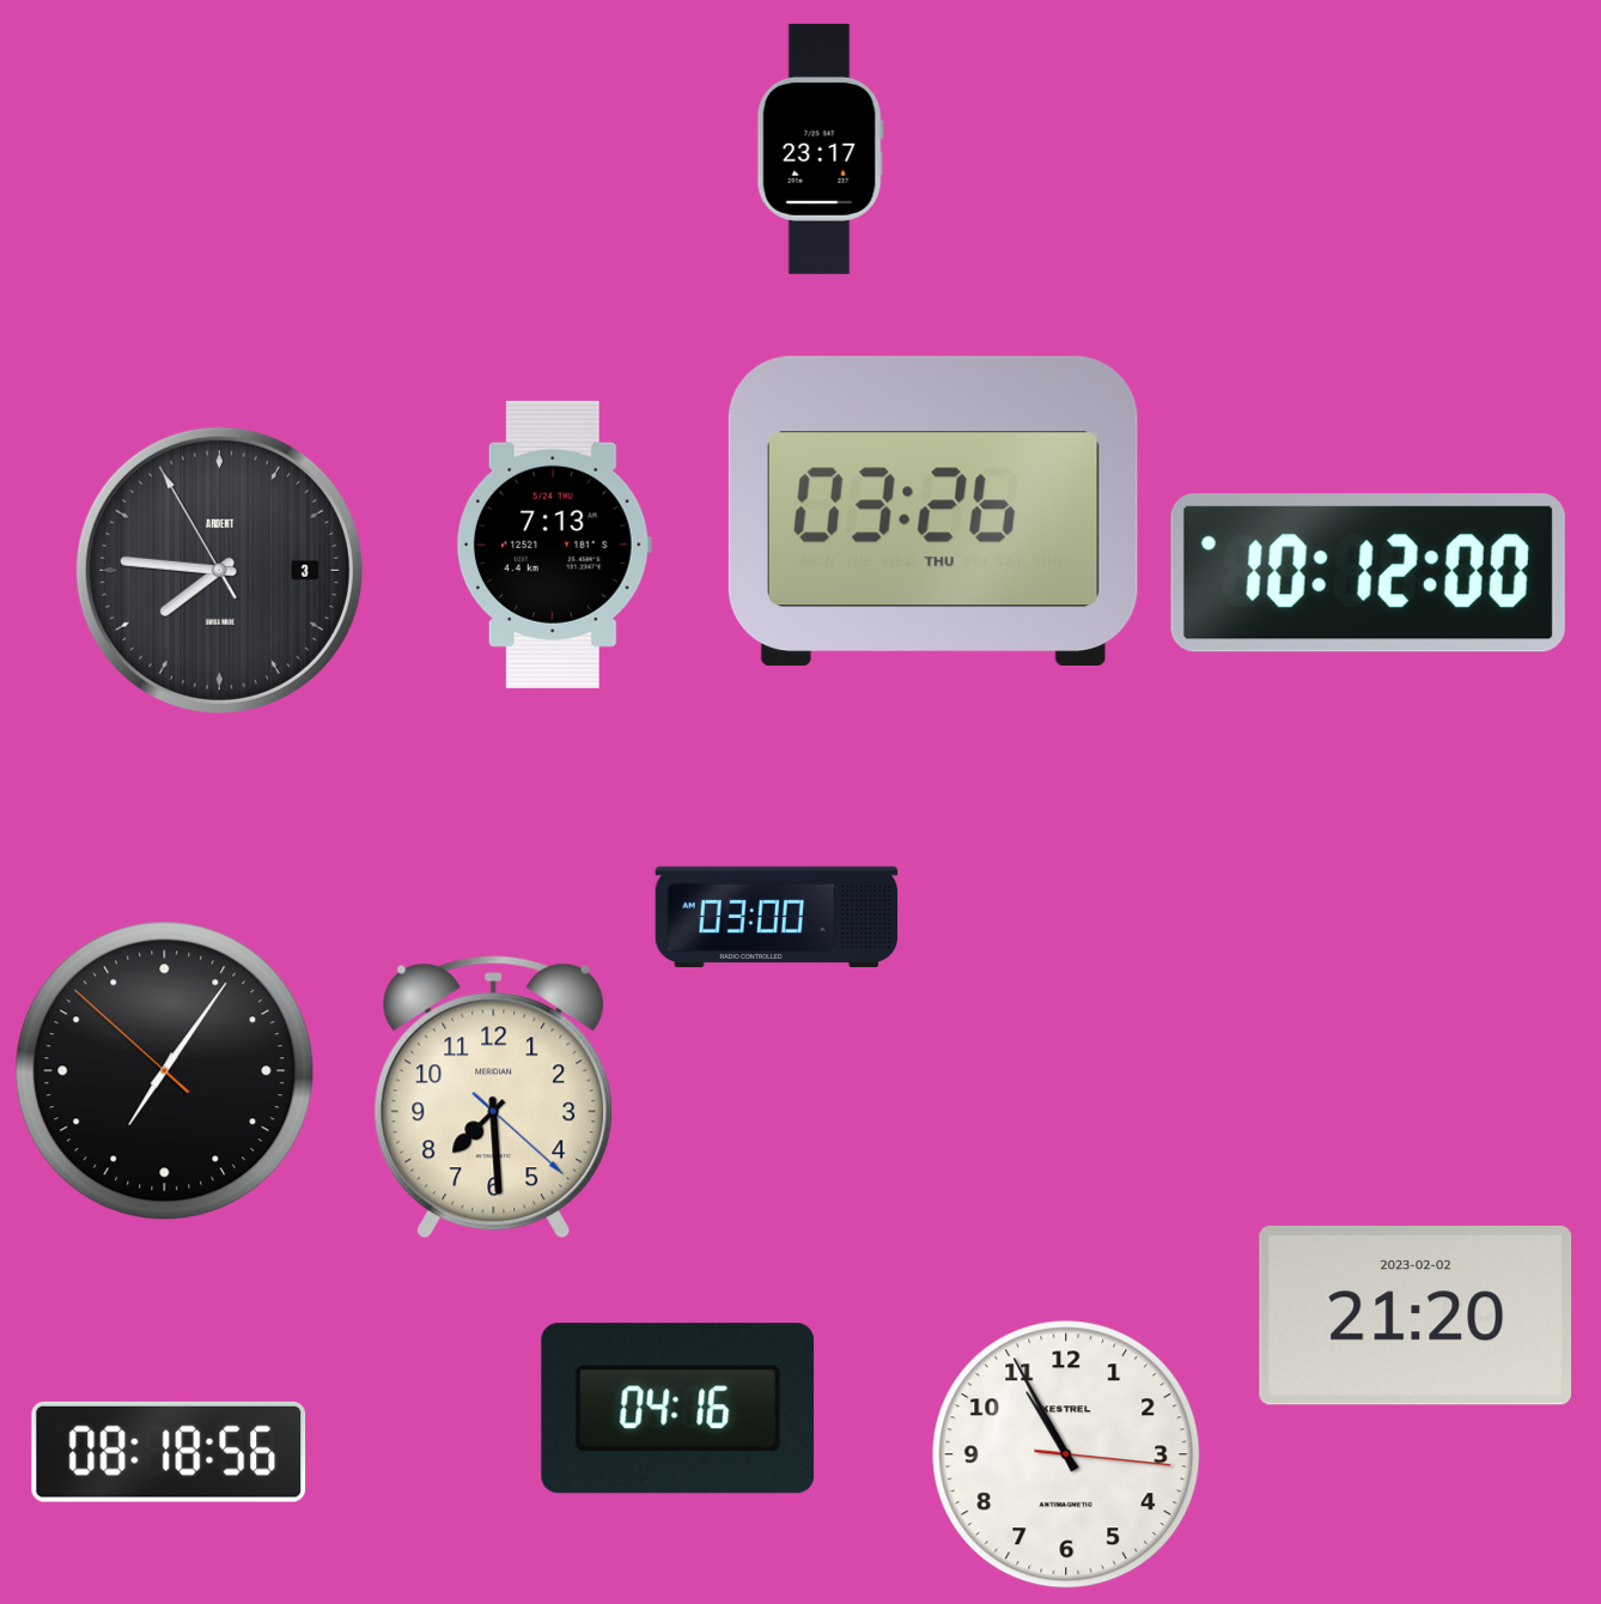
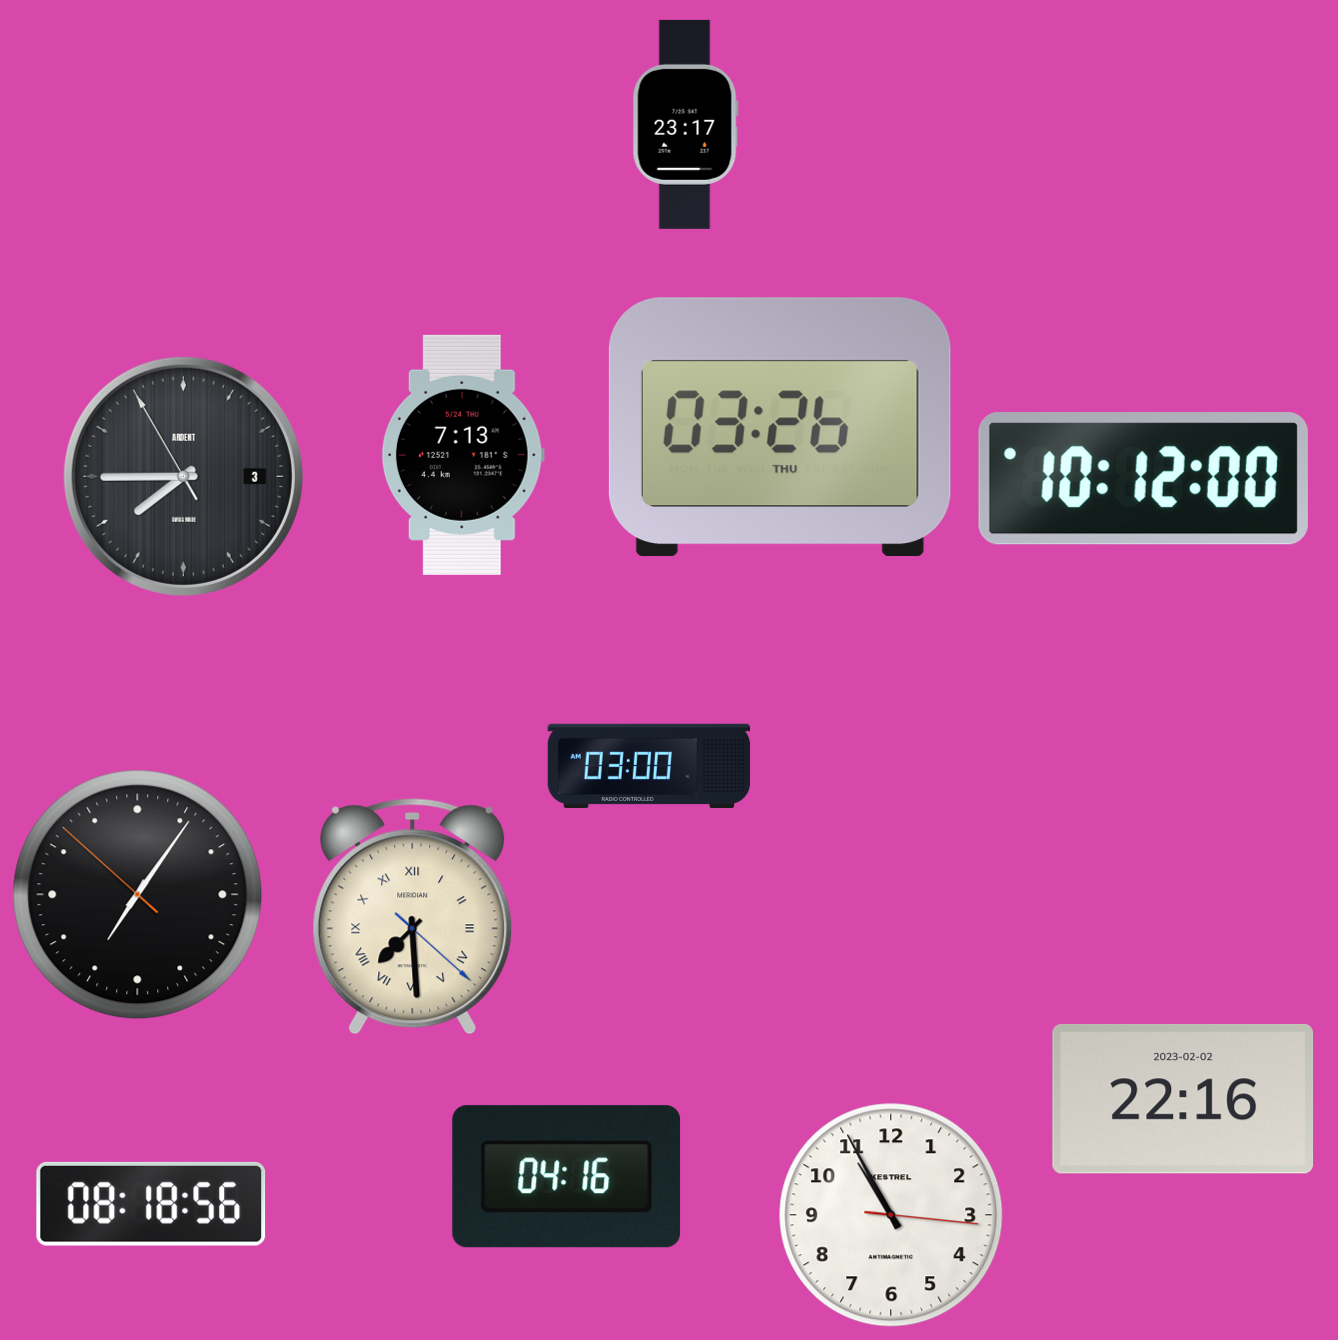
clock at (219, 570): 7:45 -> 7:44
clock at (494, 1098) numerals: Arabic -> Roman
clock at (1416, 1316): 21:20 -> 22:16
clock at (169, 1452) position: (169, 1452) -> (151, 1204)
